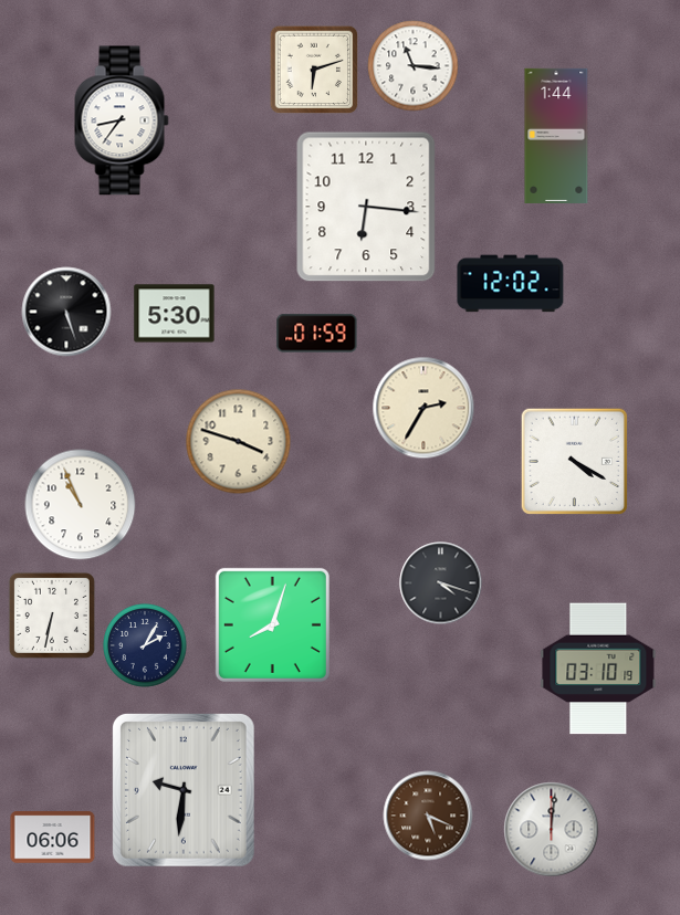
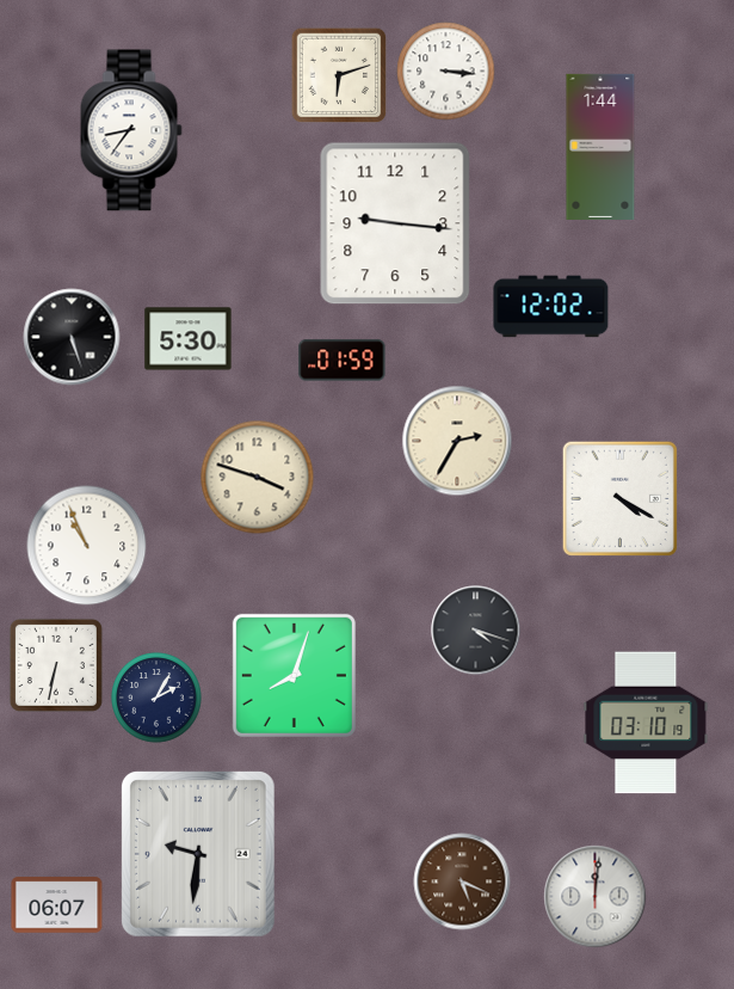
clock at (414, 66): 11:16 -> 3:16
clock at (366, 207): 6:16 -> 9:16
clock at (53, 838): 06:06 -> 06:07
